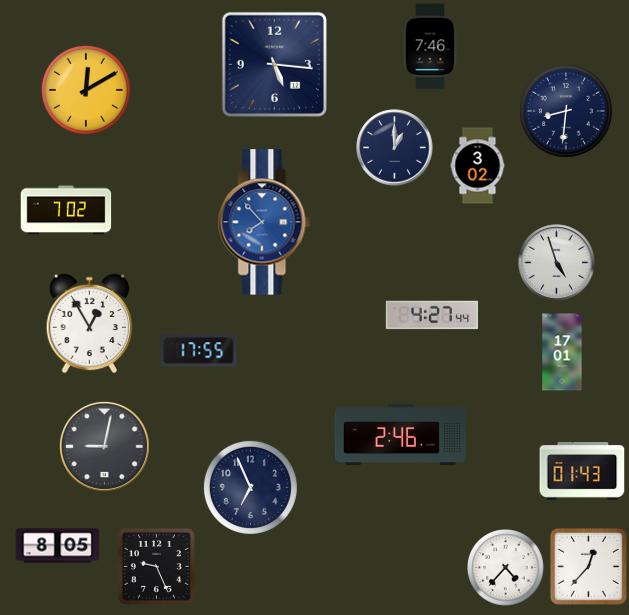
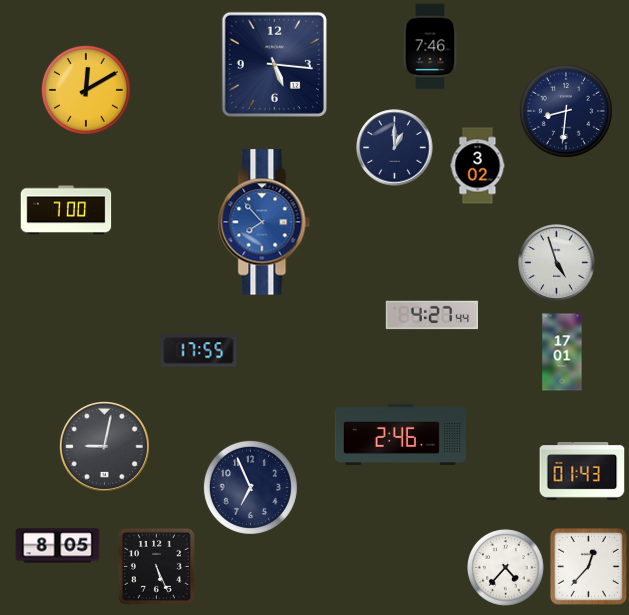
clock at (66, 210): 7:02 -> 7:00
clock at (90, 324): 12:55 -> none
clock at (156, 566): 9:26 -> 5:26
